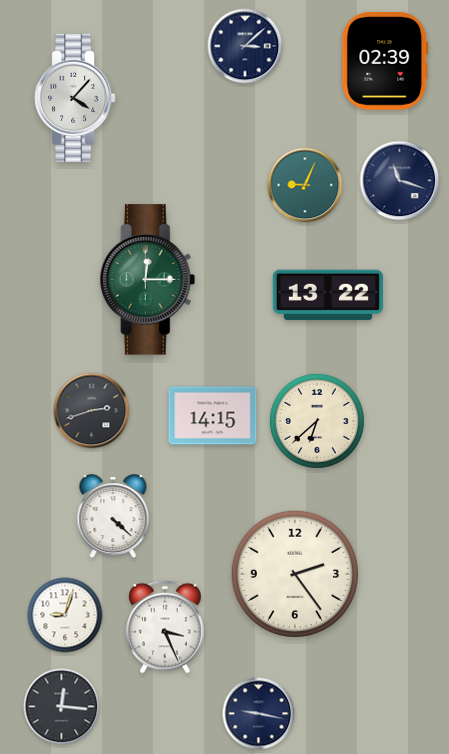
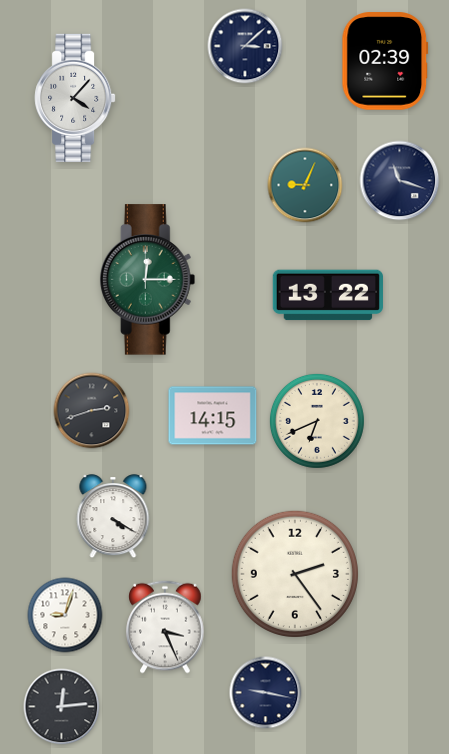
clock at (317, 421): 6:38 -> 6:41
clock at (113, 517): 4:22 -> 4:20
clock at (62, 707): 12:16 -> 12:14
clock at (259, 714) position: (259, 714) -> (266, 693)
